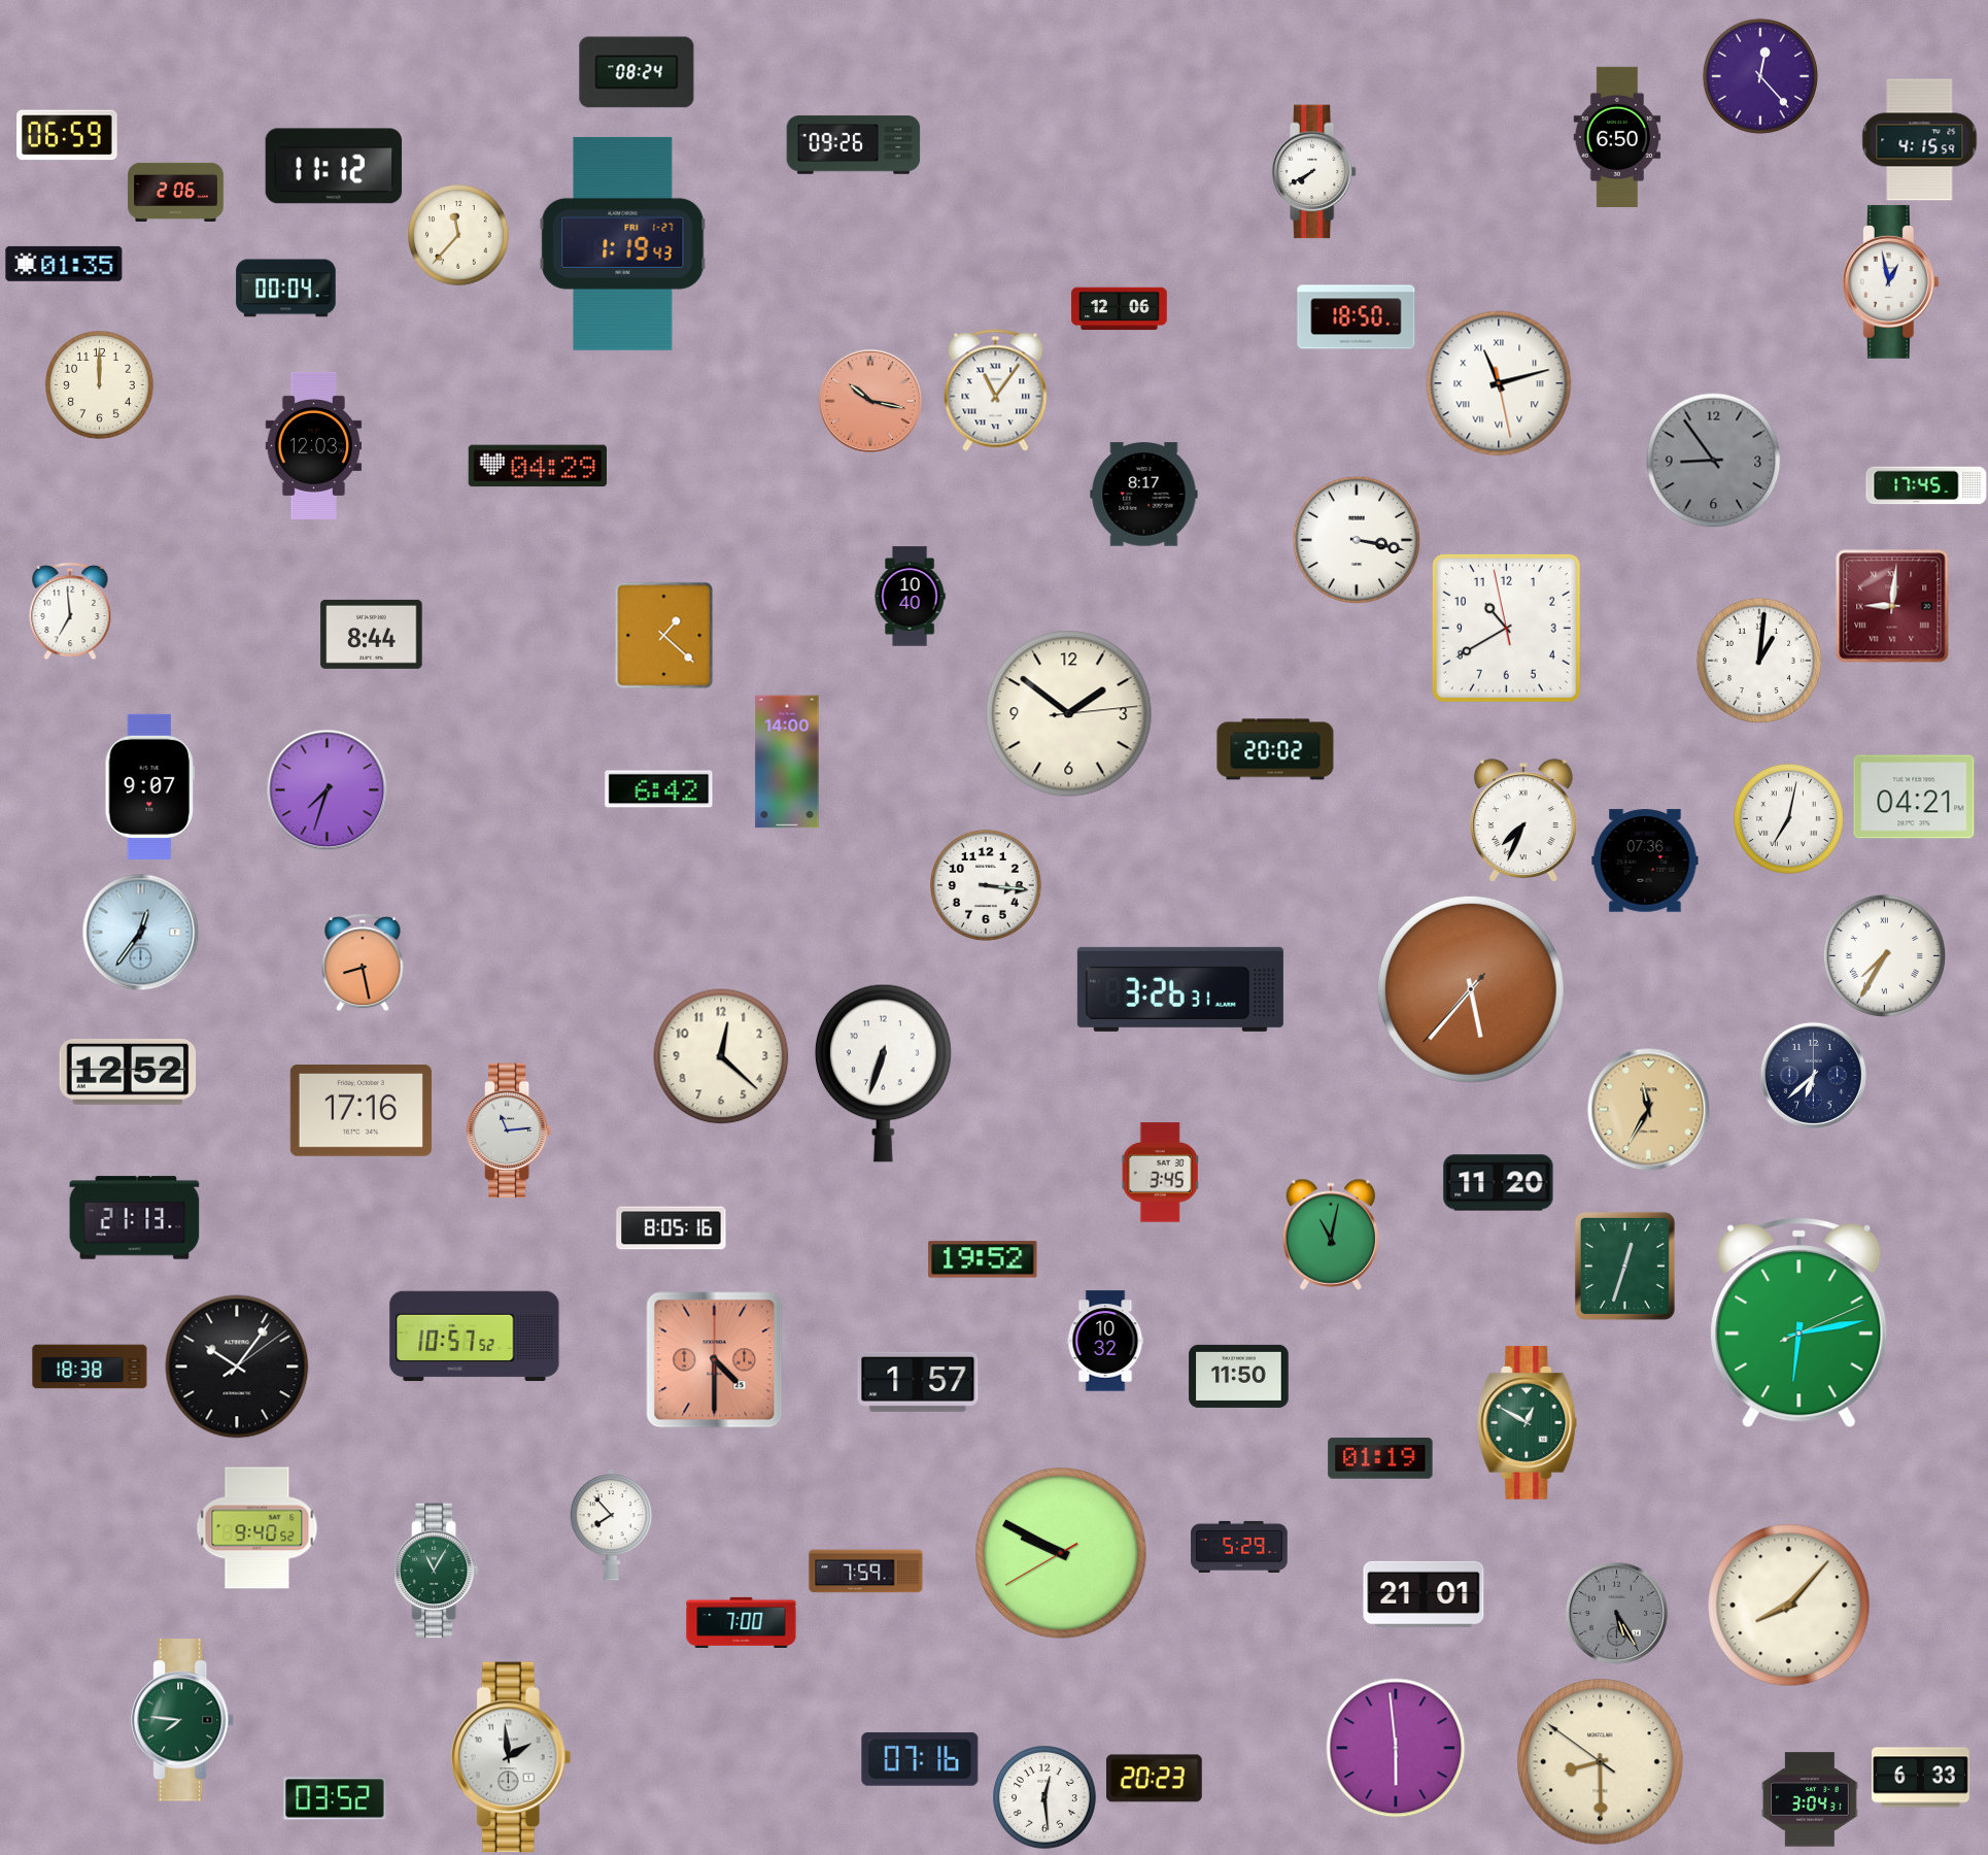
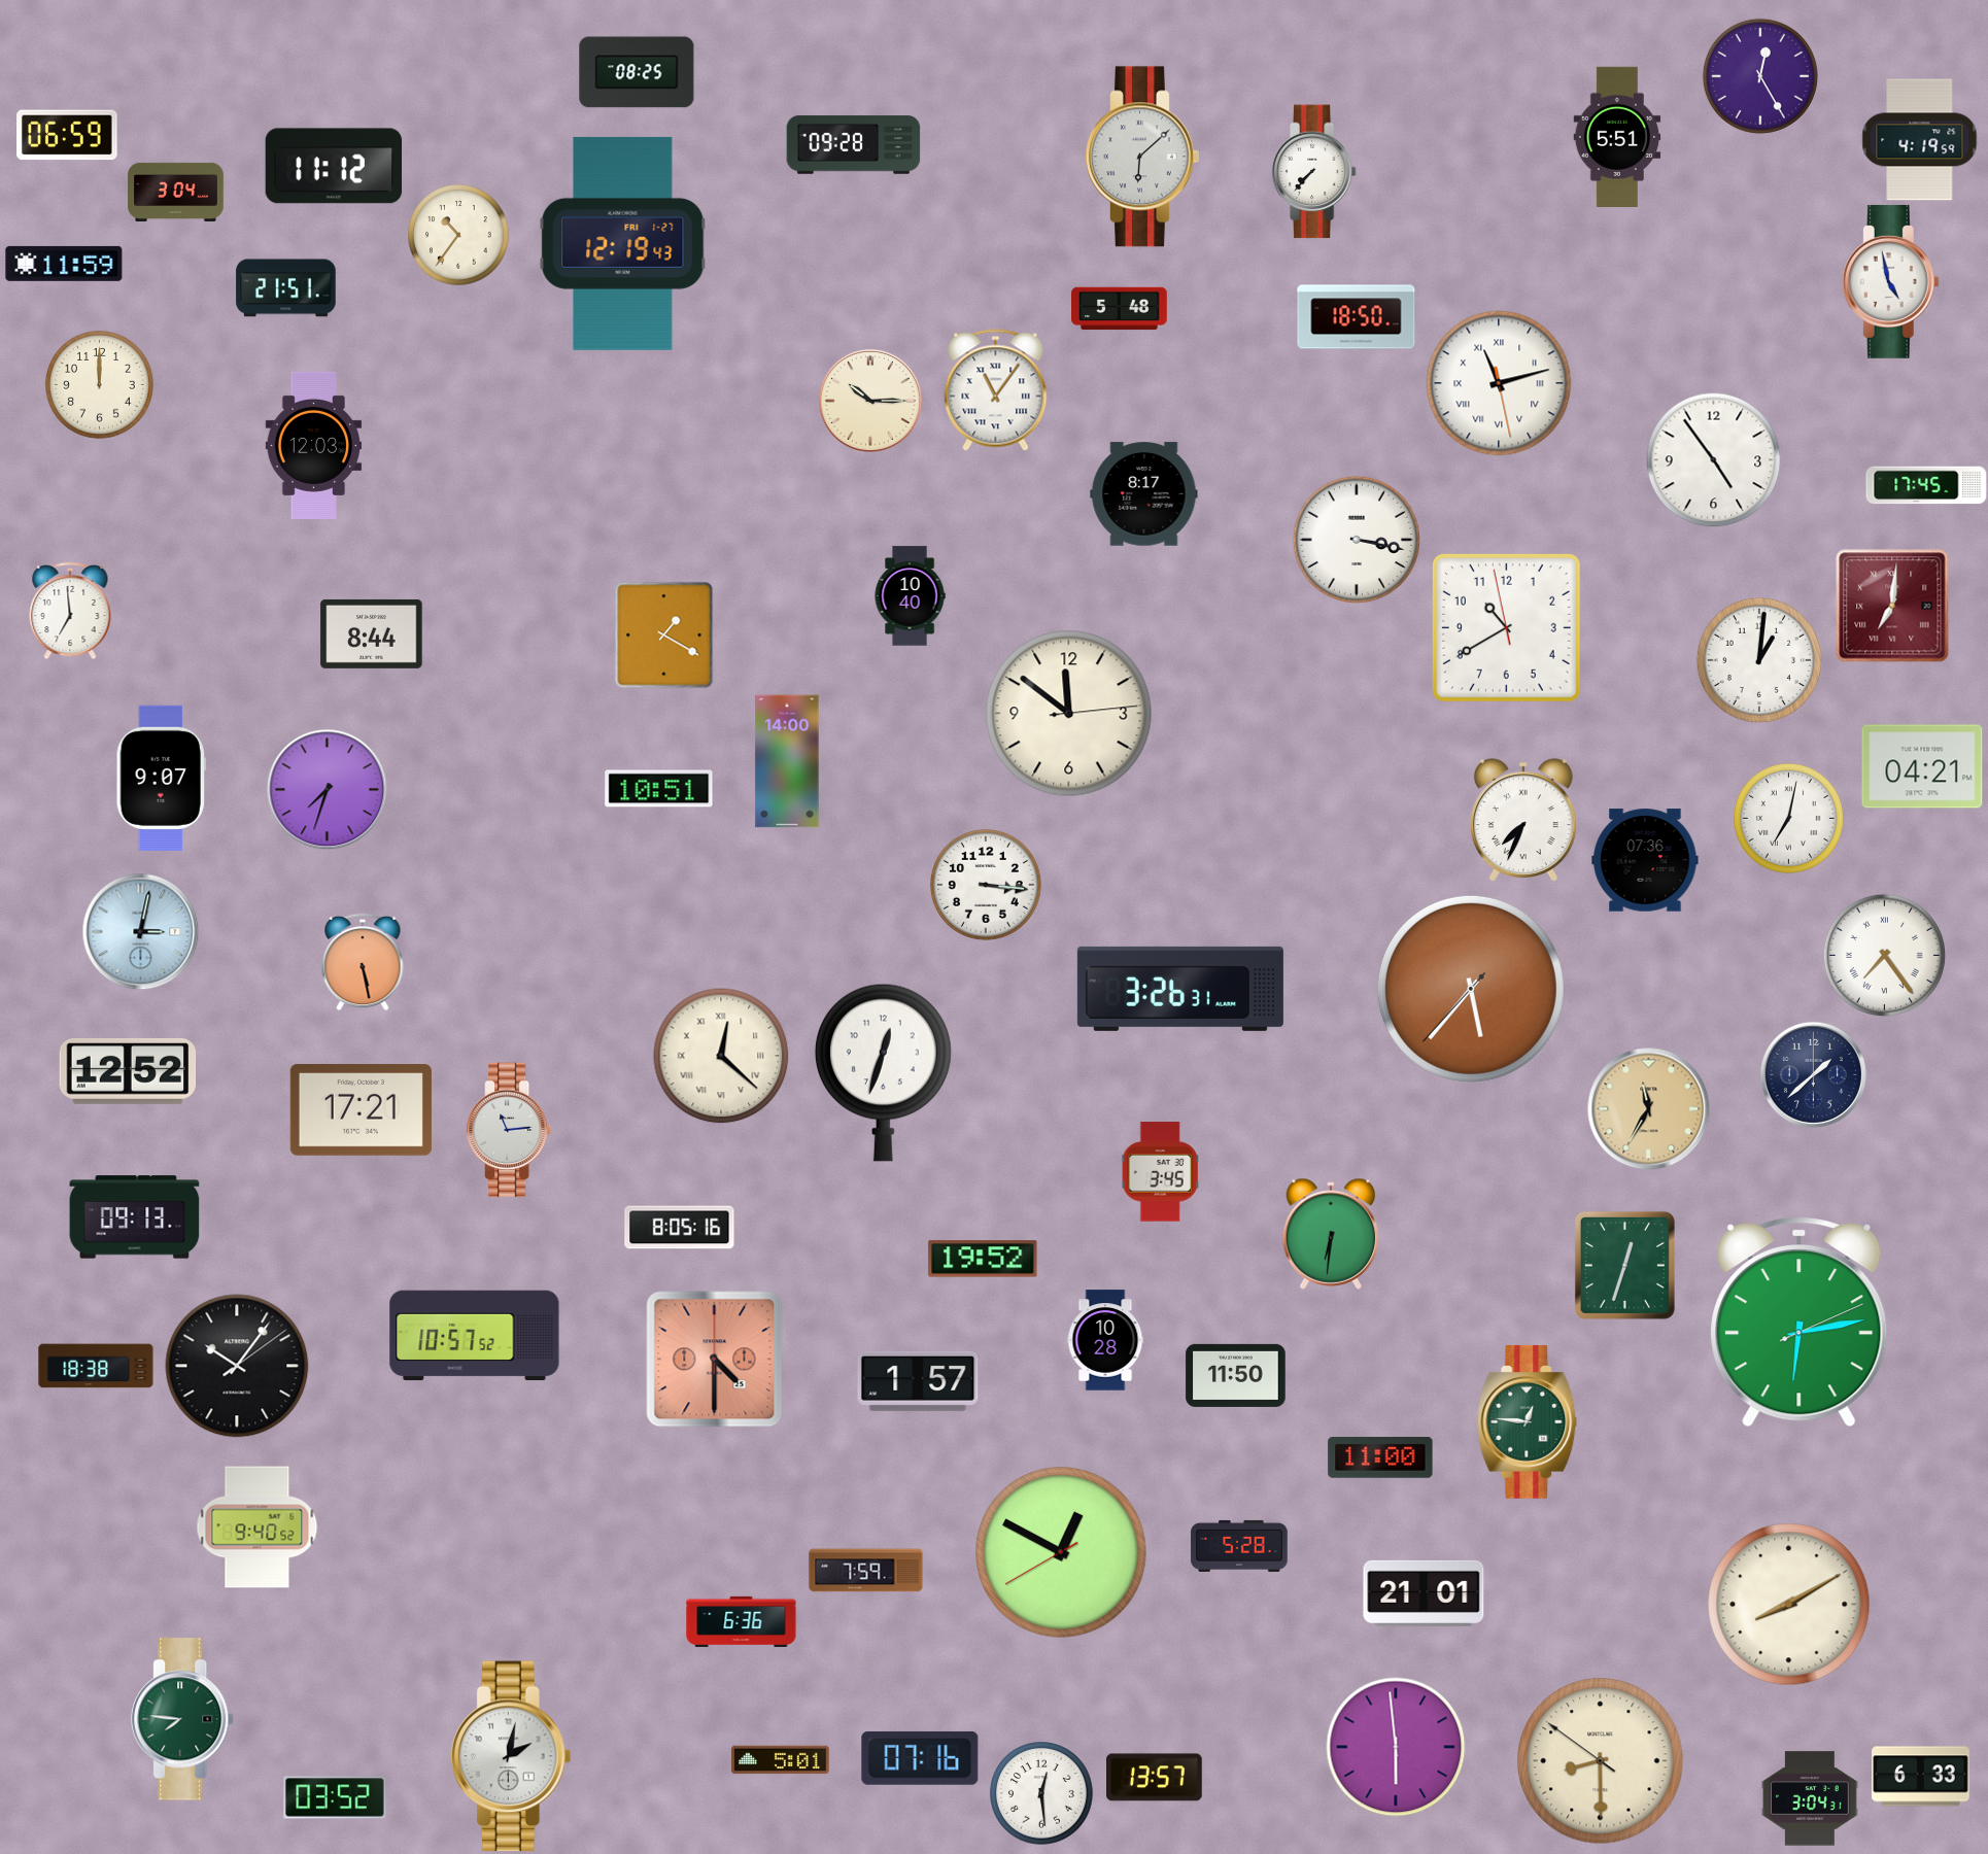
clock at (637, 72): 08:24 -> 08:25
clock at (1760, 76): 12:23 -> 12:25
clock at (1617, 137): 6:50 -> 5:51
clock at (1920, 140): 4:15 -> 4:19
clock at (854, 145): 09:26 -> 09:28
clock at (1141, 157): none -> 6:08
clock at (1313, 172): 7:40 -> 7:37
clock at (176, 192): 2:06 -> 3:04
clock at (458, 235): 11:37 -> 10:36
clock at (623, 243): 1:19 -> 12:19
clock at (64, 264): 01:35 -> 11:59
clock at (1890, 281): 12:58 -> 4:58
clock at (286, 289): 00:04 -> 21:51
clock at (1120, 309): 12:06 -> 5:48
clock at (870, 401): 10:17 -> 10:15
clock at (870, 401) dial: salmon -> cream
clock at (1714, 461): 8:54 -> 4:54
clock at (1714, 461) dial: grey -> white
clock at (537, 466): 04:29 -> none
clock at (1892, 606): 9:01 -> 7:01
clock at (664, 635): 1:22 -> 1:20
clock at (1069, 714): 1:51 -> 11:51
clock at (1275, 749): 20:02 -> none
clock at (149, 786) position: (149, 786) -> (161, 778)
clock at (659, 789): 6:42 -> 10:51
clock at (1914, 797) position: (1914, 797) -> (1922, 766)
clock at (140, 932): 12:36 -> 3:02
clock at (1884, 955): 7:35 -> 7:24
clock at (363, 963): 8:28 -> 5:28
clock at (721, 1056) numerals: Arabic -> Roman
clock at (883, 1073): 6:33 -> 12:33
clock at (1813, 1075): 6:38 -> 1:38
clock at (361, 1111): 17:16 -> 17:21
clock at (1499, 1183): 11:20 -> none
clock at (135, 1218): 21:13 -> 09:13
clock at (672, 1228) position: (672, 1228) -> (680, 1228)
clock at (1330, 1235): 11:02 -> 6:31
clock at (1105, 1341): 10:32 -> 10:28
clock at (90, 1367) position: (90, 1367) -> (96, 1366)
clock at (1239, 1376) position: (1239, 1376) -> (1236, 1375)
clock at (1528, 1422): 12:50 -> 12:46
clock at (1380, 1458): 01:19 -> 11:00
clock at (612, 1525): 7:53 -> none
clock at (1239, 1547): 5:29 -> 5:28
clock at (1061, 1553): 9:49 -> 12:49
clock at (436, 1571): 11:05 -> none
clock at (1789, 1606): 8:07 -> 8:10
clock at (1616, 1613): 5:25 -> none
clock at (742, 1622): 7:00 -> 6:36
clock at (511, 1757): 1:59 -> 2:02
clock at (781, 1760): none -> 5:01
clock at (1155, 1779): 20:23 -> 13:57
clock at (1044, 1797) position: (1044, 1797) -> (1041, 1793)
